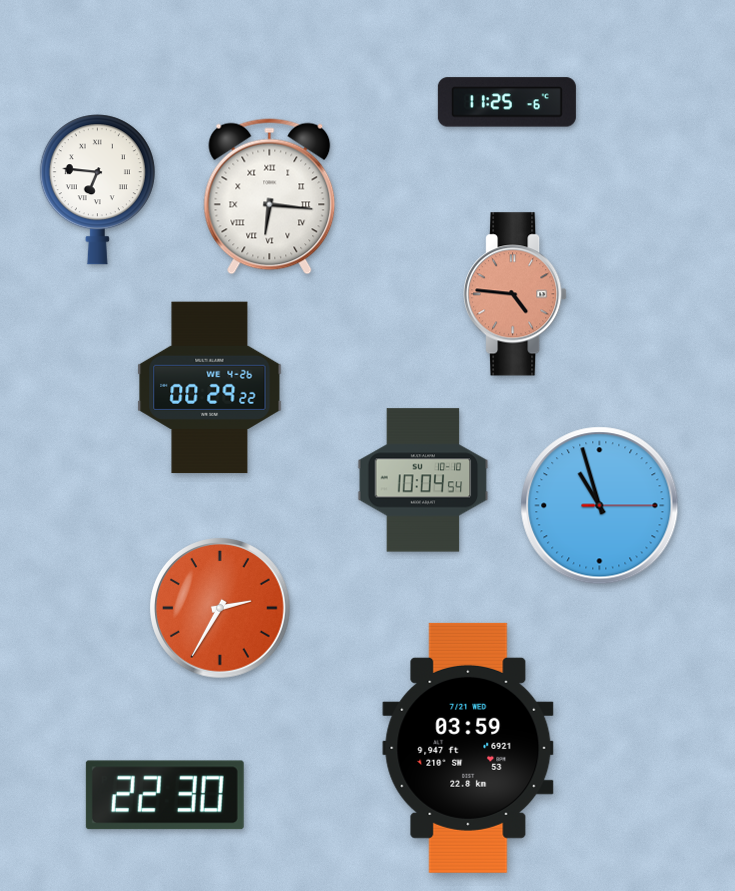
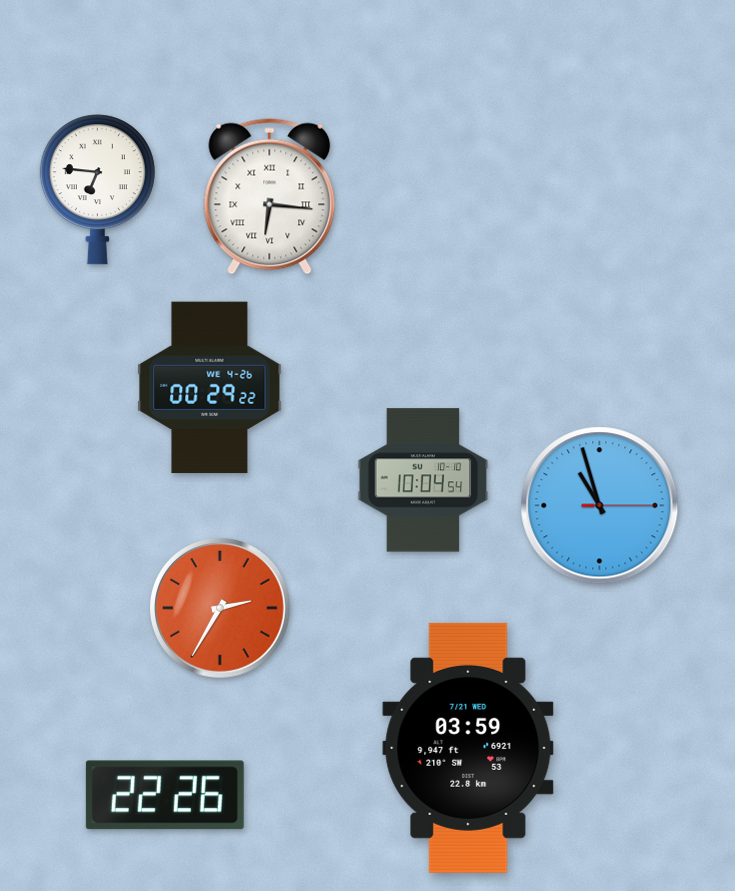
clock at (507, 102): 11:25 -> none
clock at (515, 294): 4:46 -> none
clock at (165, 795): 22:30 -> 22:26
